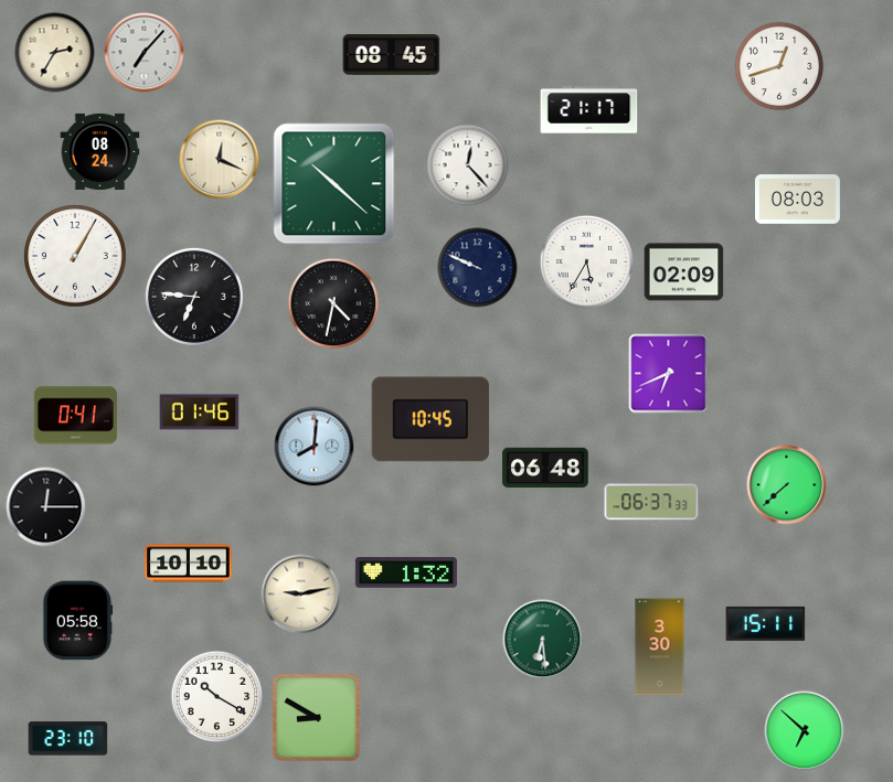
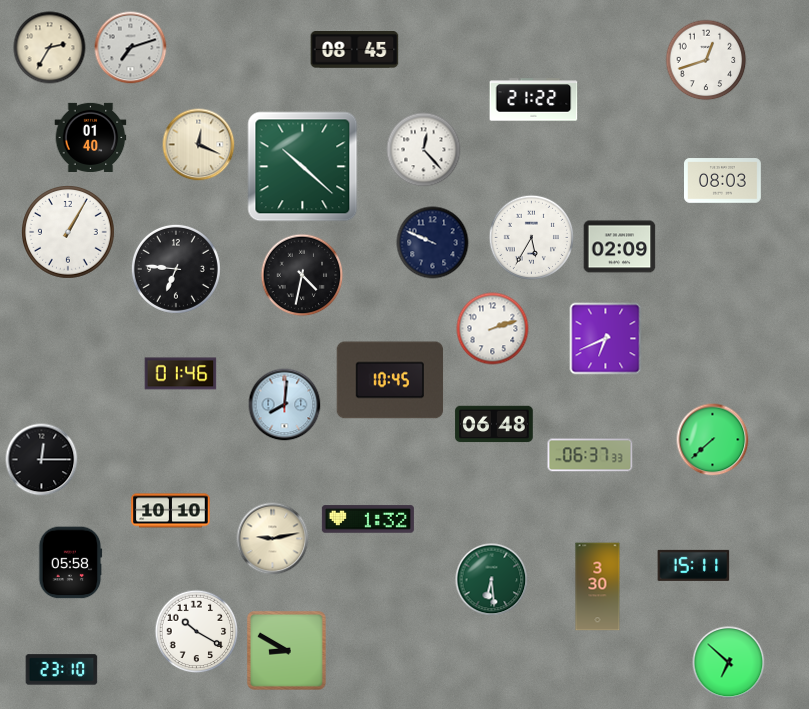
clock at (145, 53): 7:07 -> 7:12
clock at (589, 110): 21:17 -> 21:22
clock at (100, 151): 08:24 -> 01:40
clock at (493, 329): none -> 2:12
clock at (75, 416): 0:41 -> none
